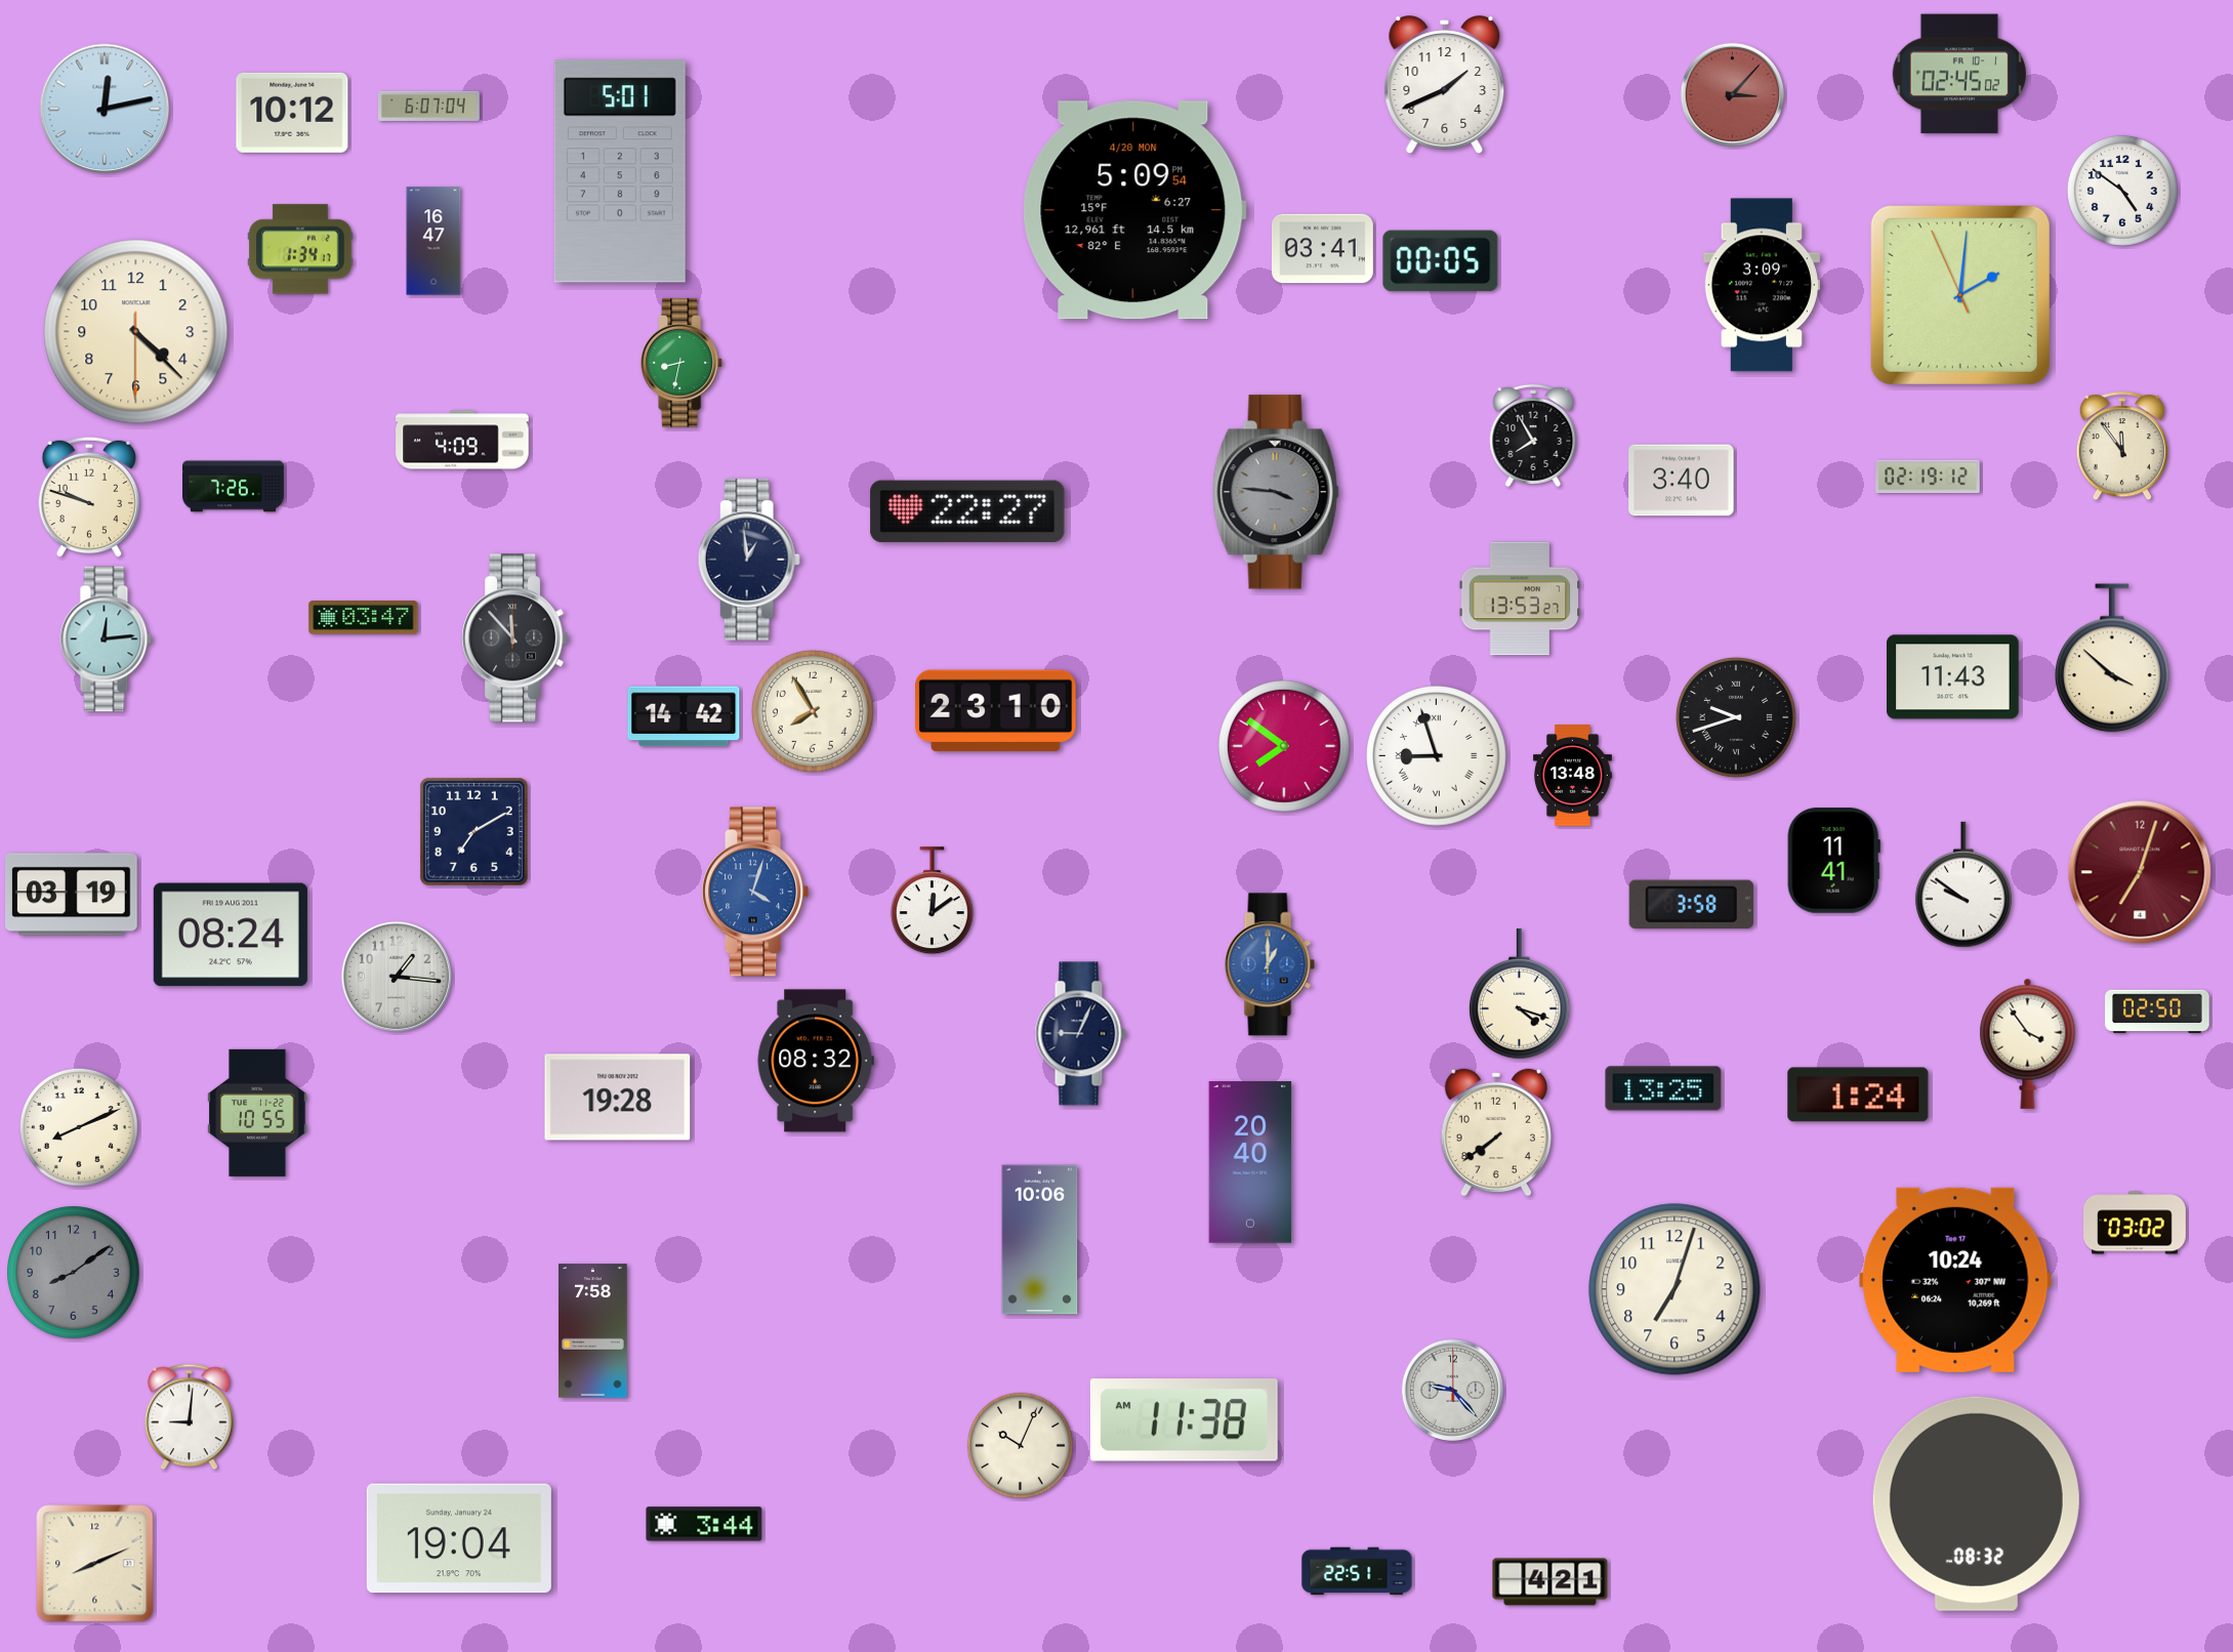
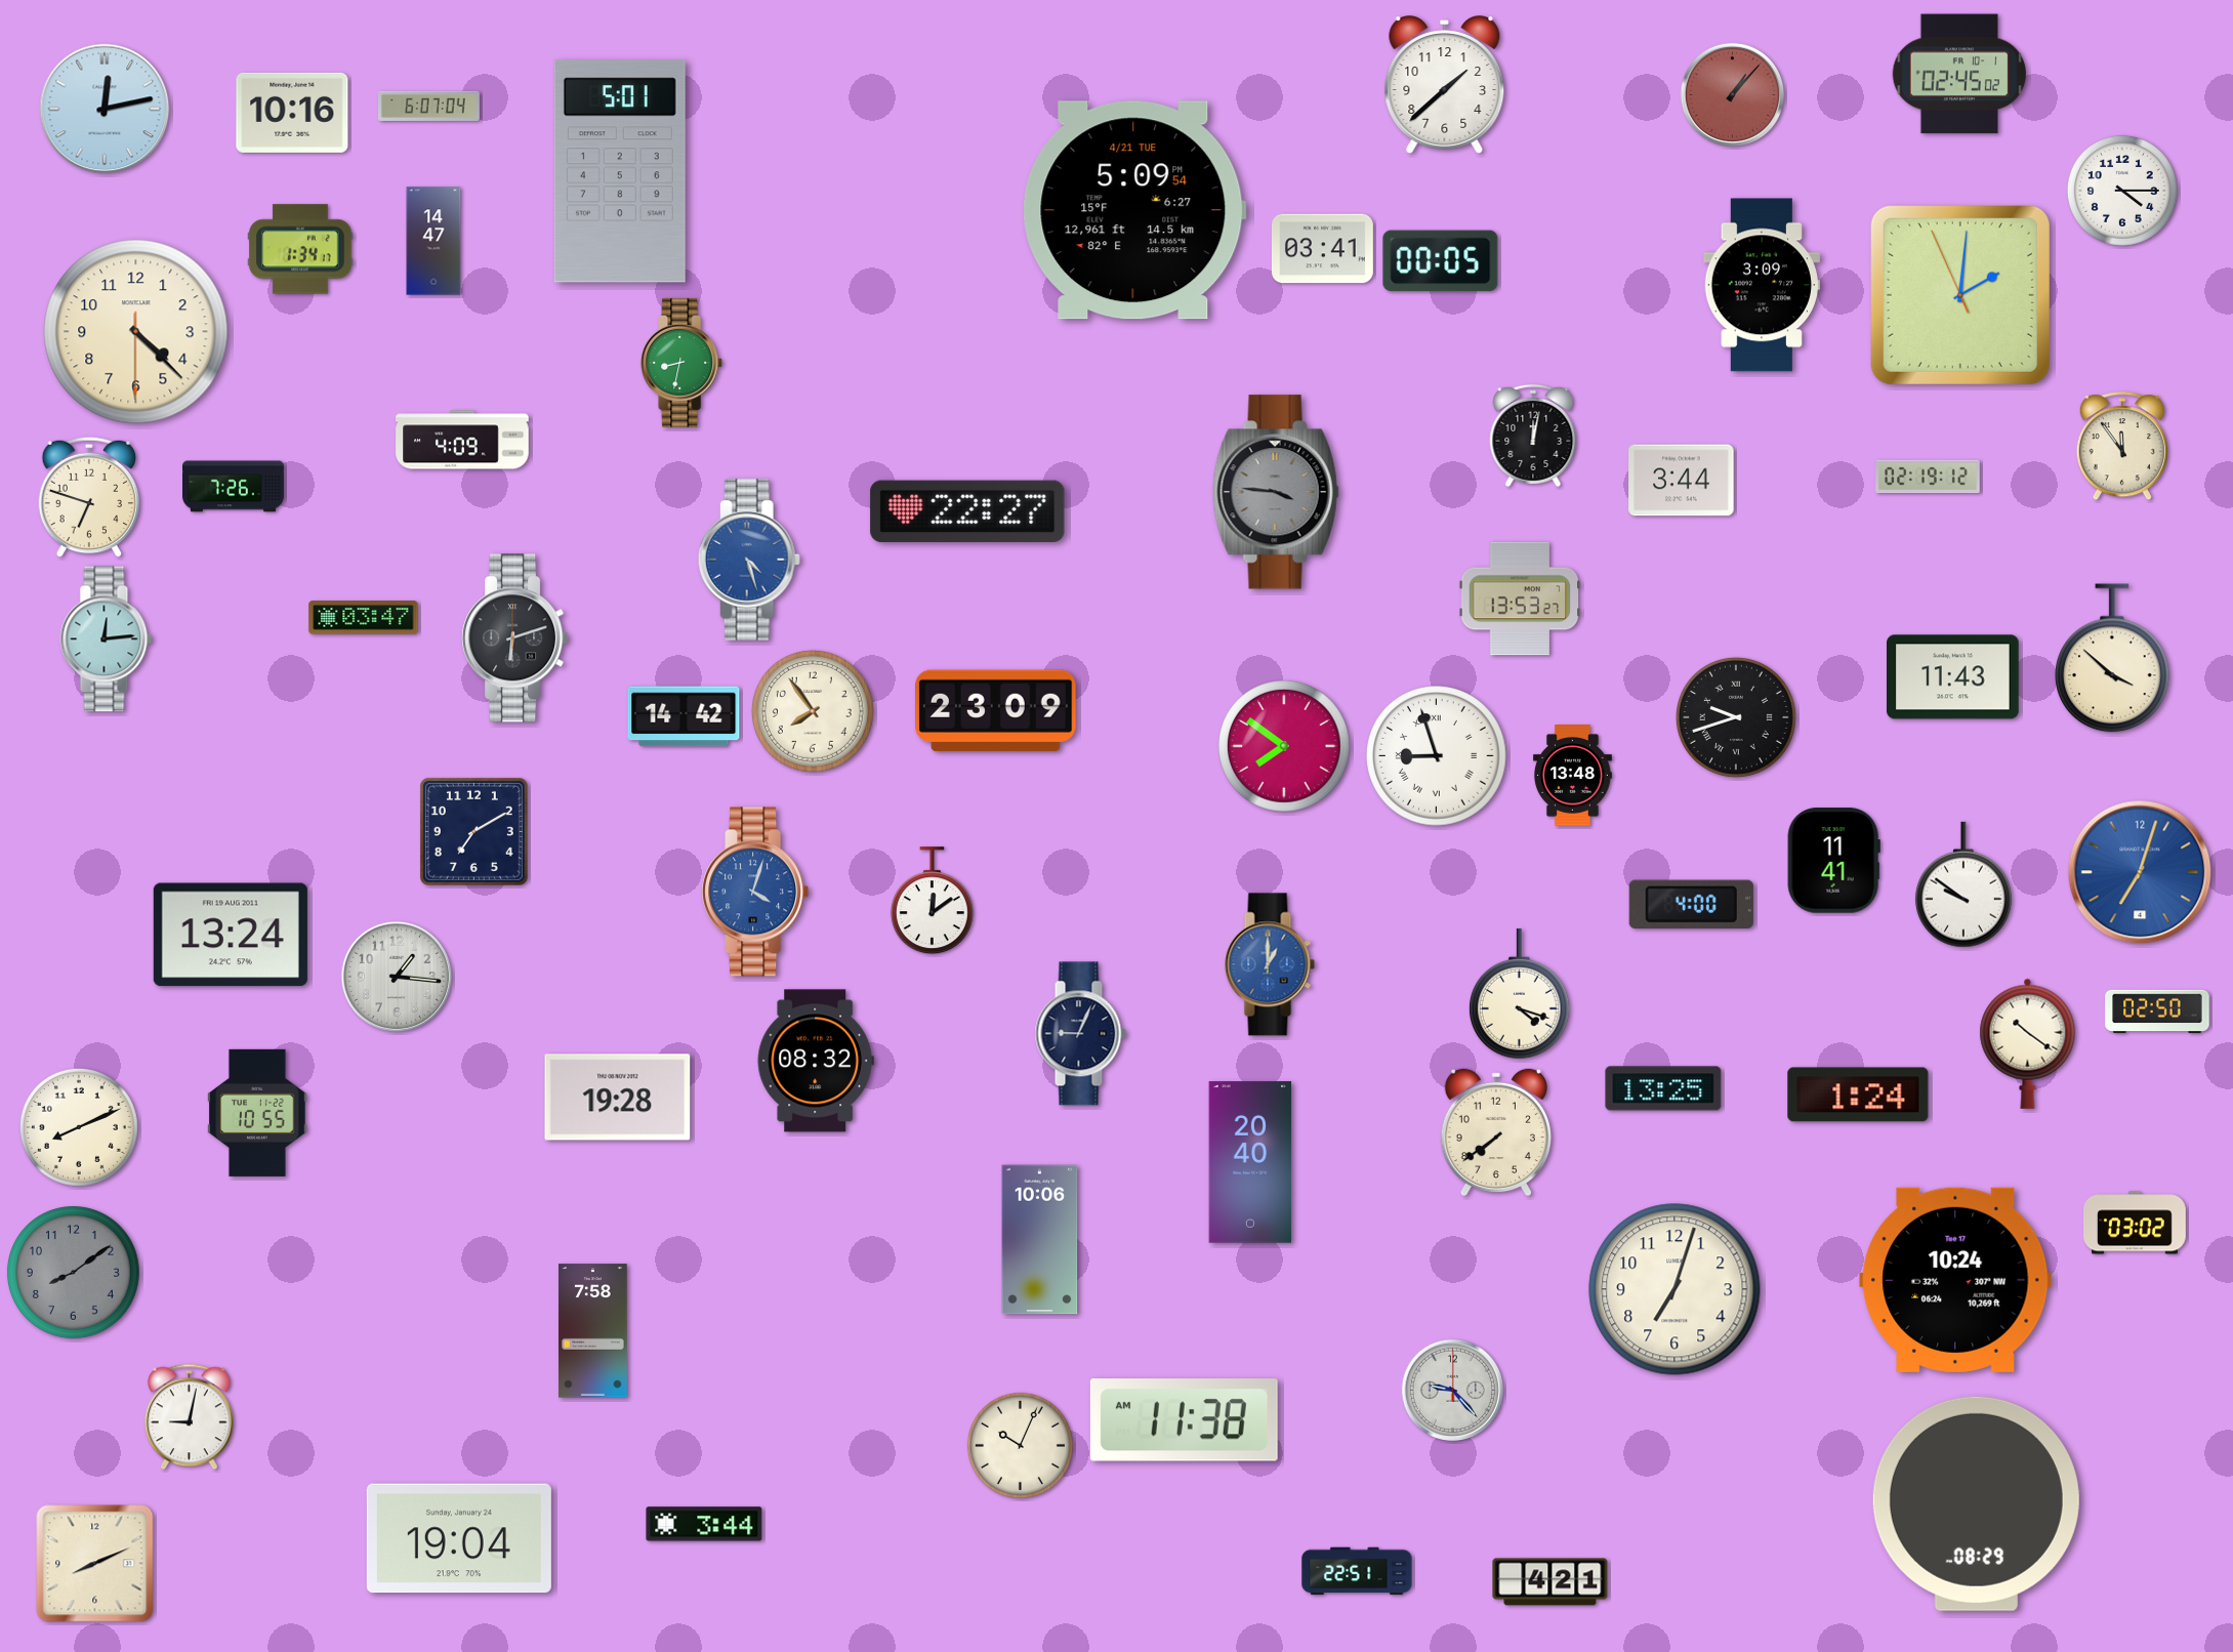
clock at (1445, 85): 1:41 -> 1:38
clock at (1732, 94): 3:07 -> 1:07
clock at (292, 113): 10:12 -> 10:16
clock at (2122, 191): 4:51 -> 4:15
clock at (1134, 210) date: 4/20 MON -> 4/21 TUE
clock at (433, 241): 16:47 -> 14:47
clock at (1533, 436): 7:55 -> 12:02
clock at (1682, 481): 3:40 -> 3:44
clock at (88, 497): 9:48 -> 6:48
clock at (749, 560): 12:59 -> 4:27
clock at (749, 560) dial: navy -> blue
clock at (515, 638): 11:53 -> 6:12
clock at (813, 711): 7:55 -> 7:54
clock at (996, 711): 23:10 -> 23:09
clock at (2140, 872) dial: burgundy -> blue
clock at (72, 895): 03:19 -> none
clock at (1691, 904): 3:58 -> 4:00
clock at (231, 935): 08:24 -> 13:24
clock at (2028, 1043): 3:54 -> 10:21
clock at (190, 1417): 9:01 -> 9:02
clock at (1976, 1503): 08:32 -> 08:29
